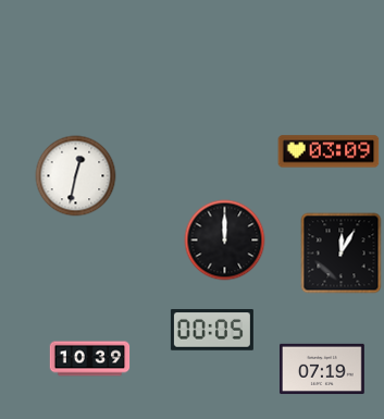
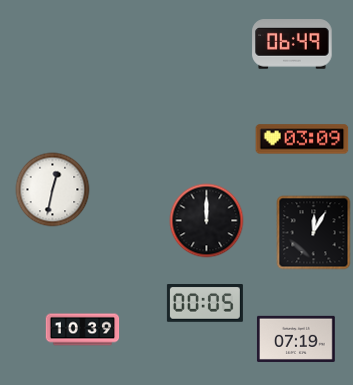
clock at (292, 44): none -> 06:49
clock at (76, 176) position: (76, 176) -> (53, 190)
clock at (212, 331) position: (212, 331) -> (205, 304)
